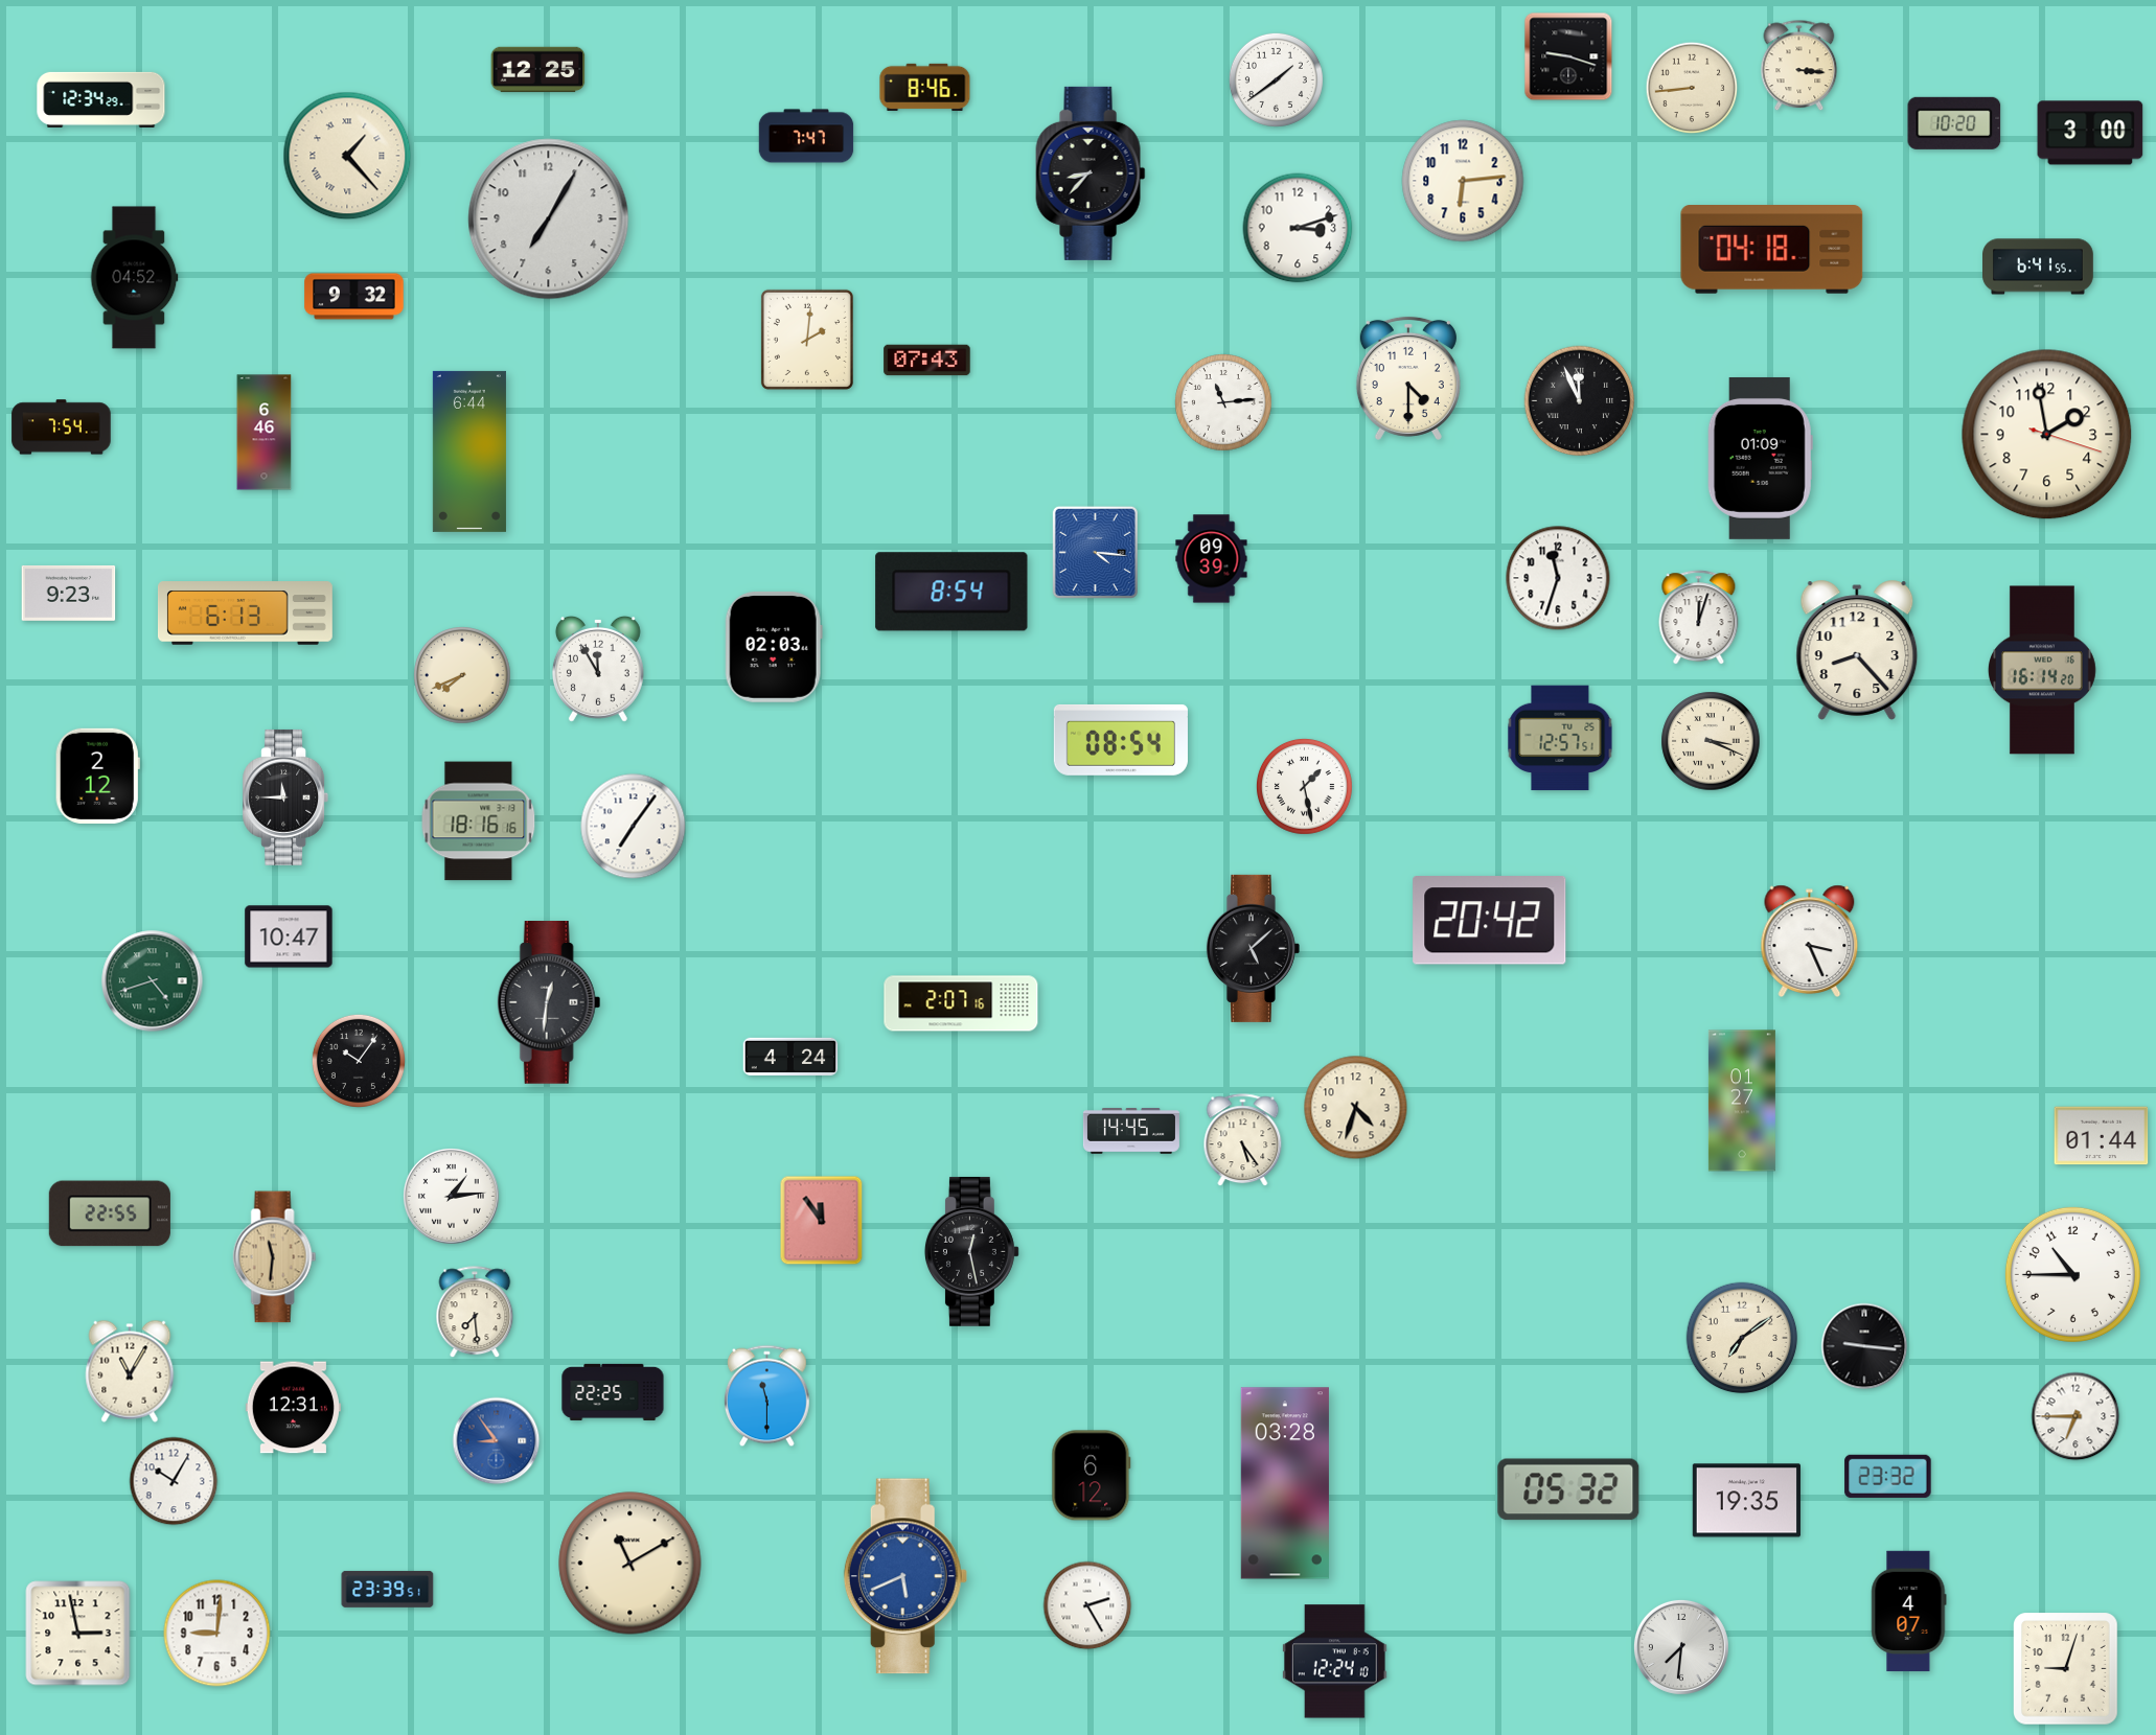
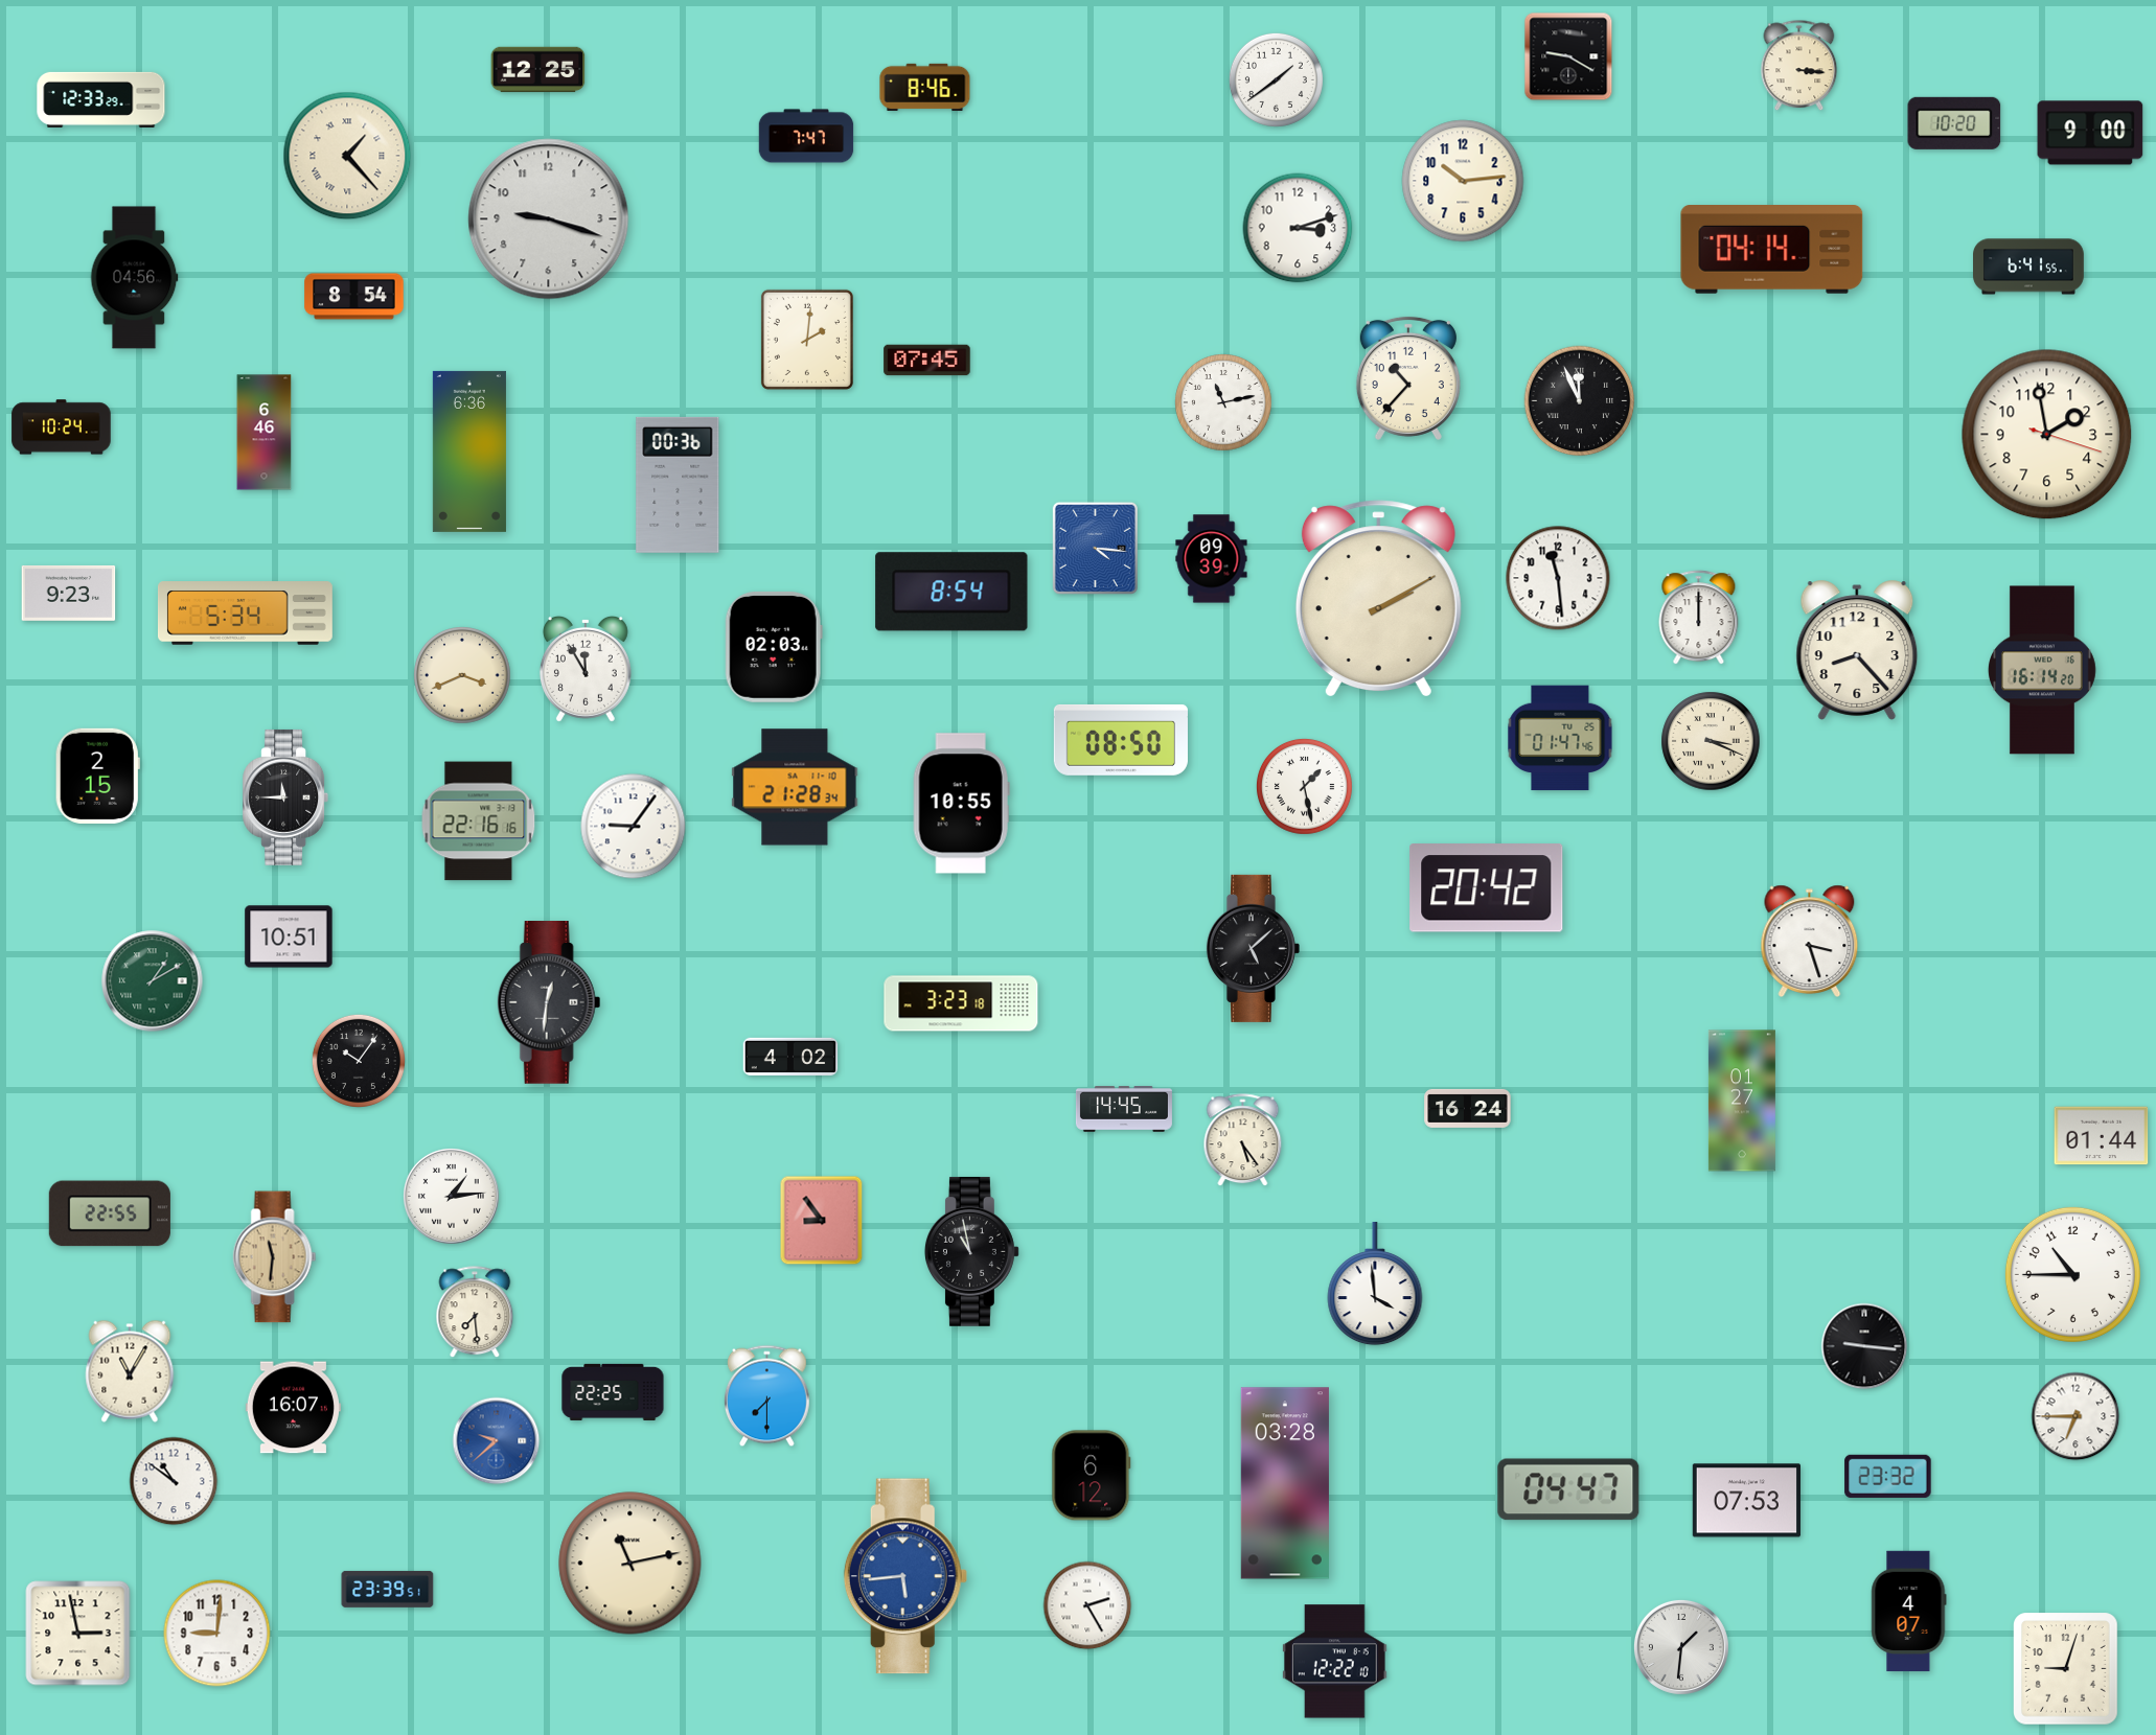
clock at (1568, 56): 9:18 -> 9:20
clock at (1692, 88): 8:44 -> none
clock at (101, 99): 12:34 -> 12:33
clock at (2090, 133): 3:00 -> 9:00
clock at (1091, 173): 8:37 -> none
clock at (1463, 181): 6:14 -> 10:14
clock at (549, 219): 7:05 -> 9:18
clock at (1772, 250): 04:18 -> 04:14
clock at (2038, 267) position: (2038, 267) -> (2028, 267)
clock at (134, 278): 04:52 -> 04:56
clock at (354, 297): 9:32 -> 8:54
clock at (927, 361): 07:43 -> 07:45
clock at (1408, 378): 4:30 -> 10:37
clock at (1223, 402): 11:14 -> 11:13
clock at (62, 427): 7:54 -> 10:24
clock at (469, 452): 6:44 -> 6:36
clock at (1760, 458): 01:09 -> none
clock at (678, 485): none -> 00:36
clock at (1095, 552) position: (1095, 552) -> (1095, 548)
clock at (1558, 578): 11:33 -> 11:29
clock at (1378, 598): none -> 2:10
clock at (245, 614): 6:13 -> 5:34
clock at (1699, 618): 12:03 -> 12:00
clock at (598, 669) position: (598, 669) -> (586, 669)
clock at (462, 675): 7:41 -> 3:41
clock at (1560, 738): 12:57 -> 01:47
clock at (1121, 740): 08:54 -> 08:50
clock at (97, 776): 2:12 -> 2:15
clock at (795, 787): none -> 21:28
clock at (961, 804): none -> 10:55
clock at (479, 822): 18:16 -> 22:16
clock at (634, 827): 7:06 -> 9:06
clock at (1490, 921) position: (1490, 921) -> (1487, 888)
clock at (289, 936): 10:47 -> 10:51
clock at (1810, 941): 3:26 -> 3:27
clock at (153, 981): 4:42 -> 1:10
clock at (961, 1003): 2:07 -> 3:23
clock at (790, 1056): 4:24 -> 4:02
clock at (1356, 1108): 4:33 -> none
clock at (1468, 1108): none -> 16:24
clock at (1131, 1132) position: (1131, 1132) -> (1124, 1110)
clock at (822, 1221): 11:54 -> 8:54
clock at (971, 1251): 12:28 -> 10:58
clock at (1375, 1283): none -> 3:59
clock at (1742, 1338): 7:09 -> none
clock at (767, 1396): 11:30 -> 7:30
clock at (293, 1408): 12:31 -> 16:07
clock at (497, 1441): 8:54 -> 9:38
clock at (174, 1481): 10:05 -> 10:51
clock at (1568, 1489): 05:32 -> 04:47
clock at (1746, 1501): 19:35 -> 07:53
clock at (630, 1564): 11:10 -> 11:13
clock at (905, 1576): 5:41 -> 5:44
clock at (1681, 1647): 7:31 -> 1:31
clock at (1335, 1662): 12:24 -> 12:22
